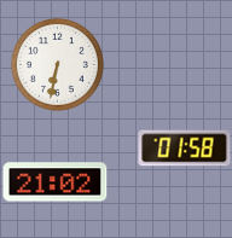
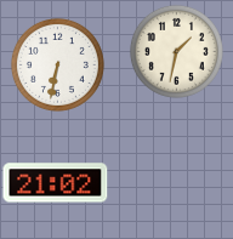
clock at (176, 51): none -> 1:32
clock at (185, 149): 01:58 -> none
